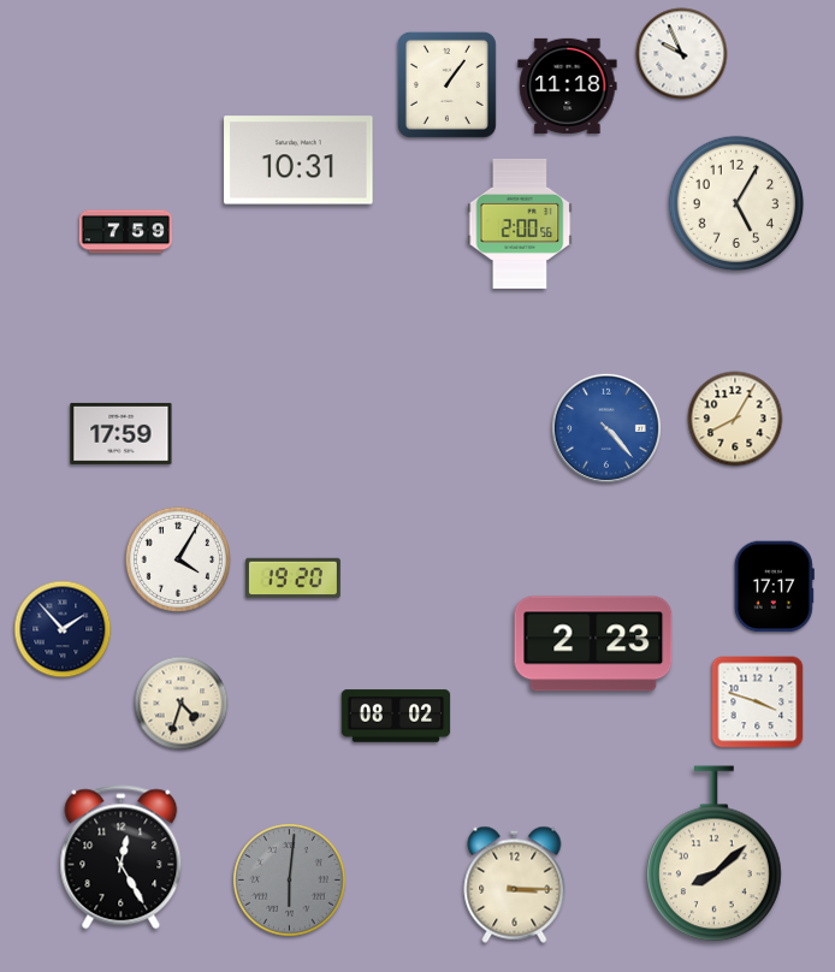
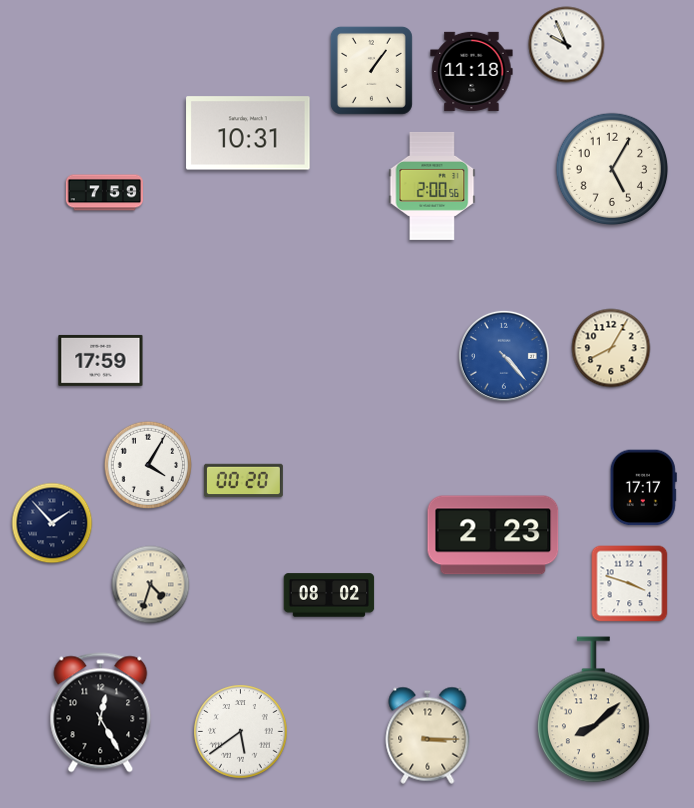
clock at (292, 579): 19:20 -> 00:20
clock at (290, 881): 6:01 -> 5:39
clock at (290, 881) dial: grey -> white
